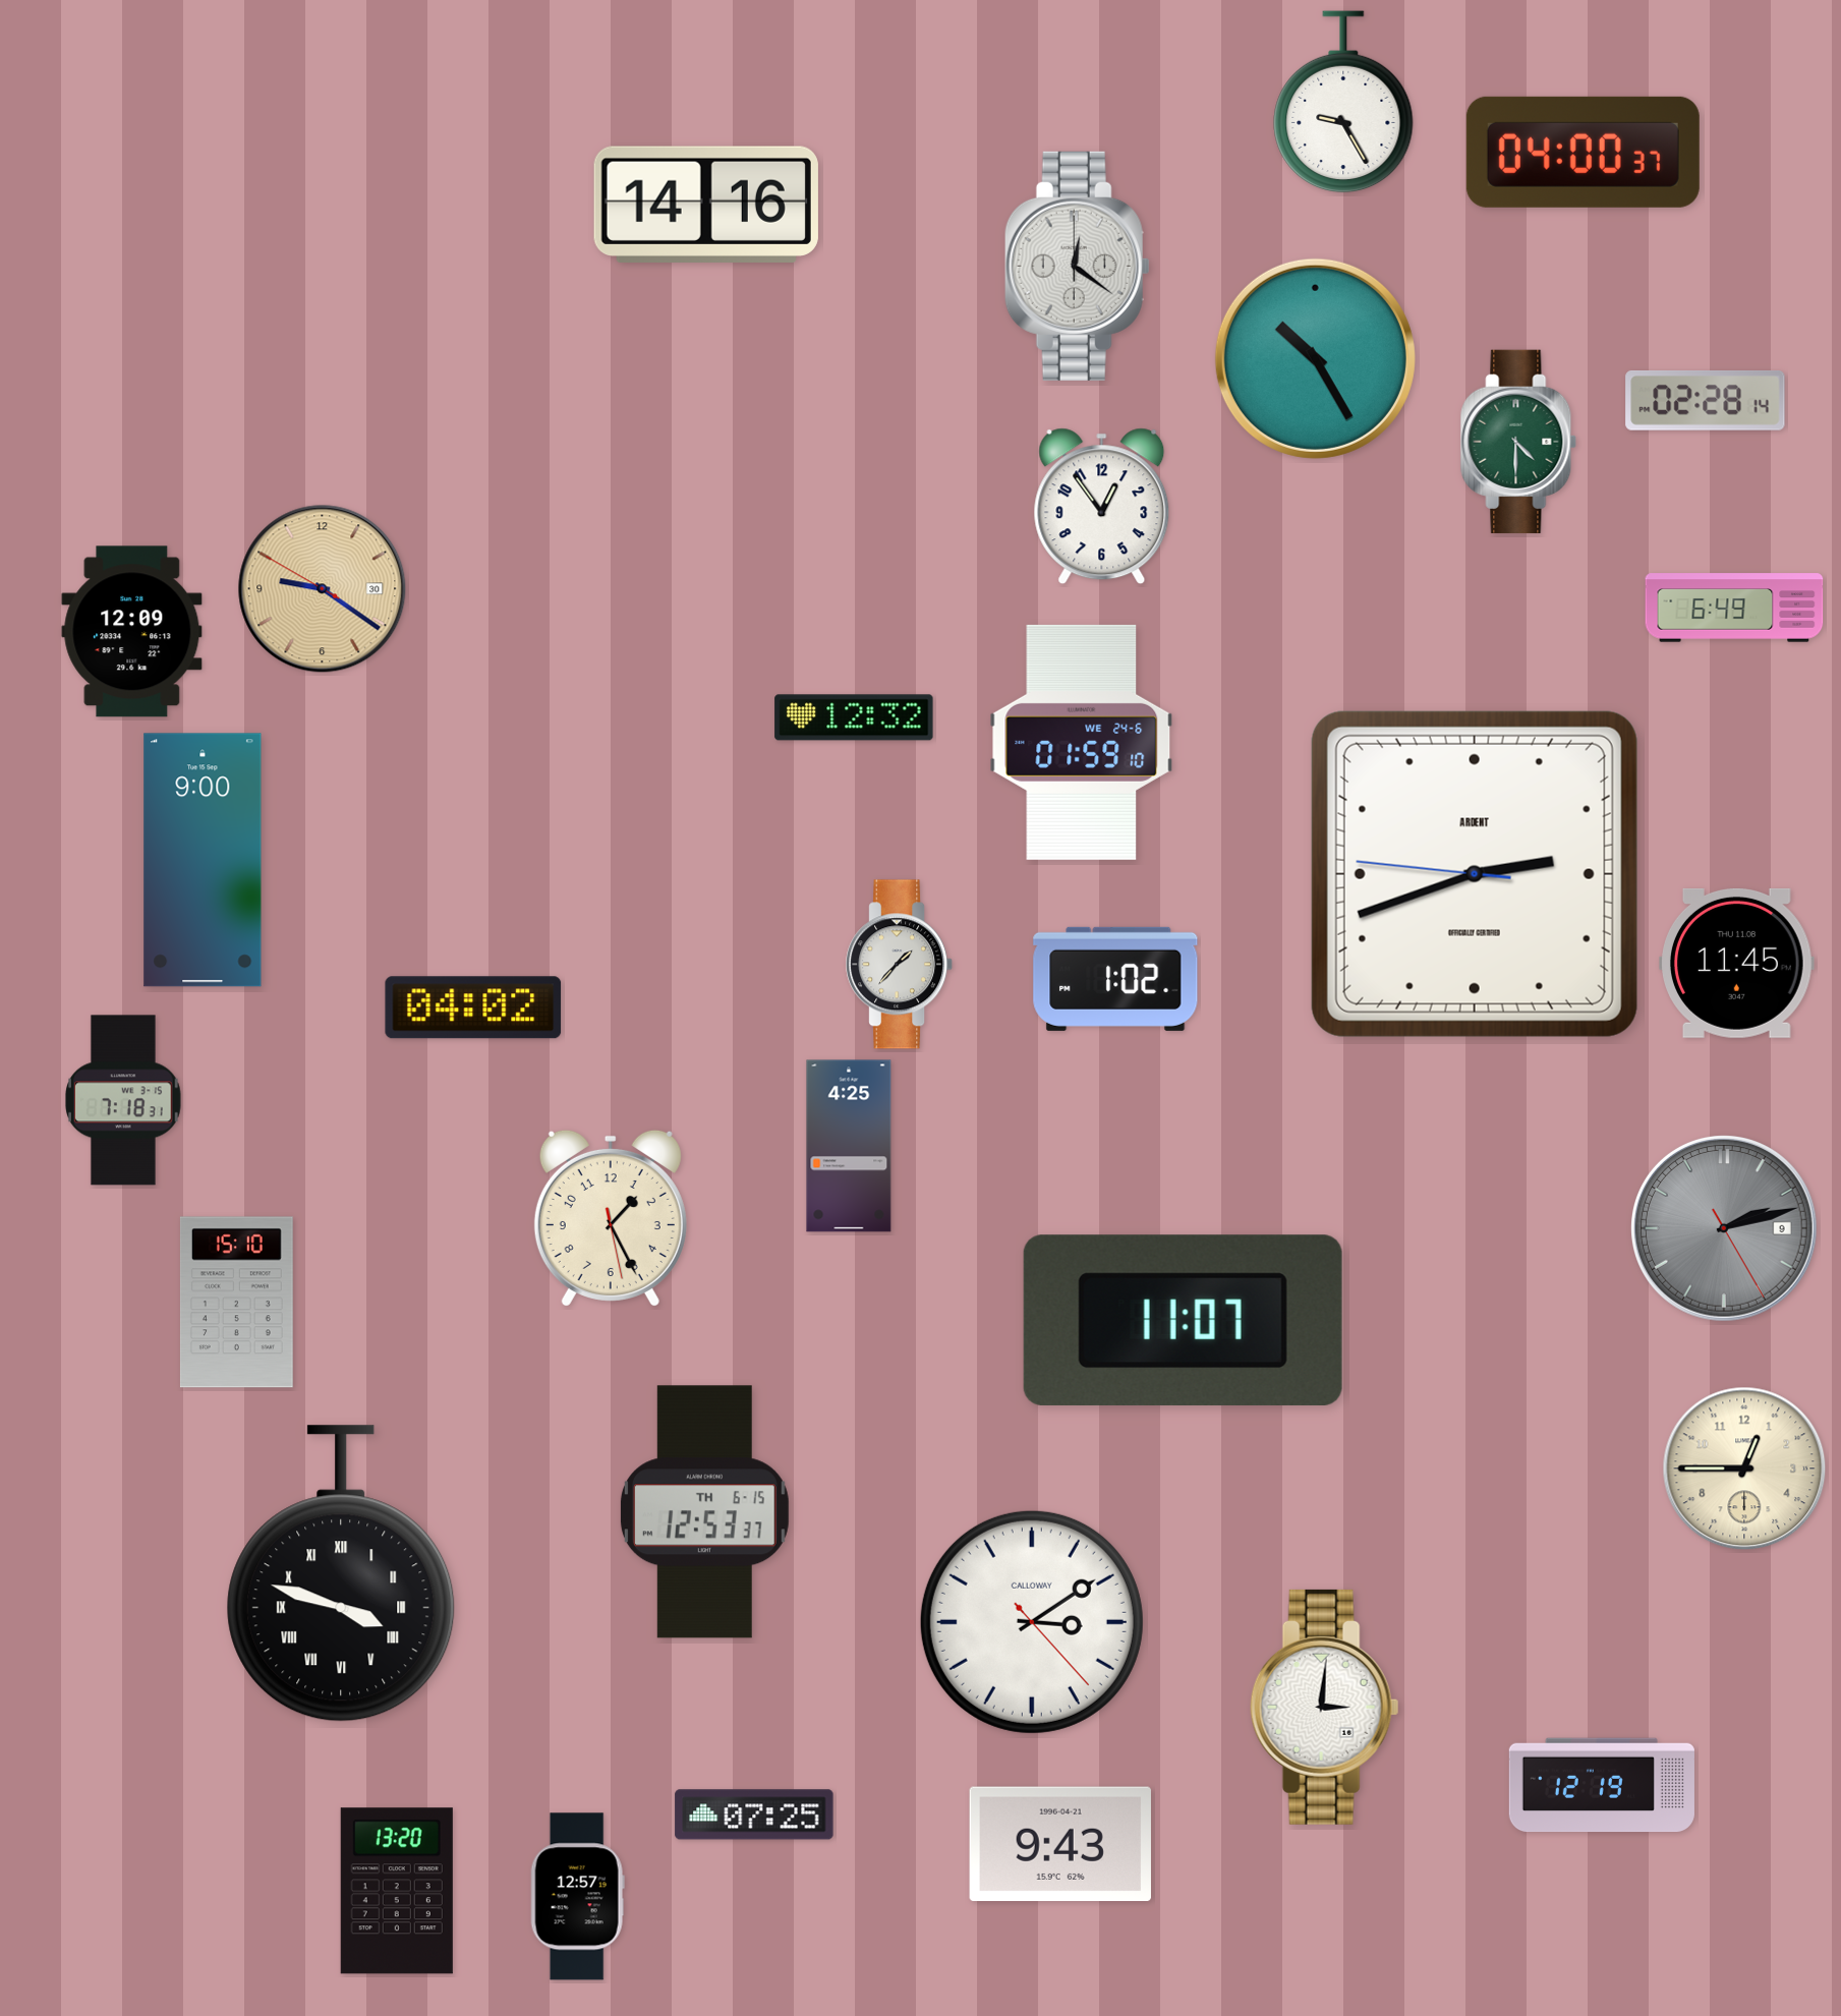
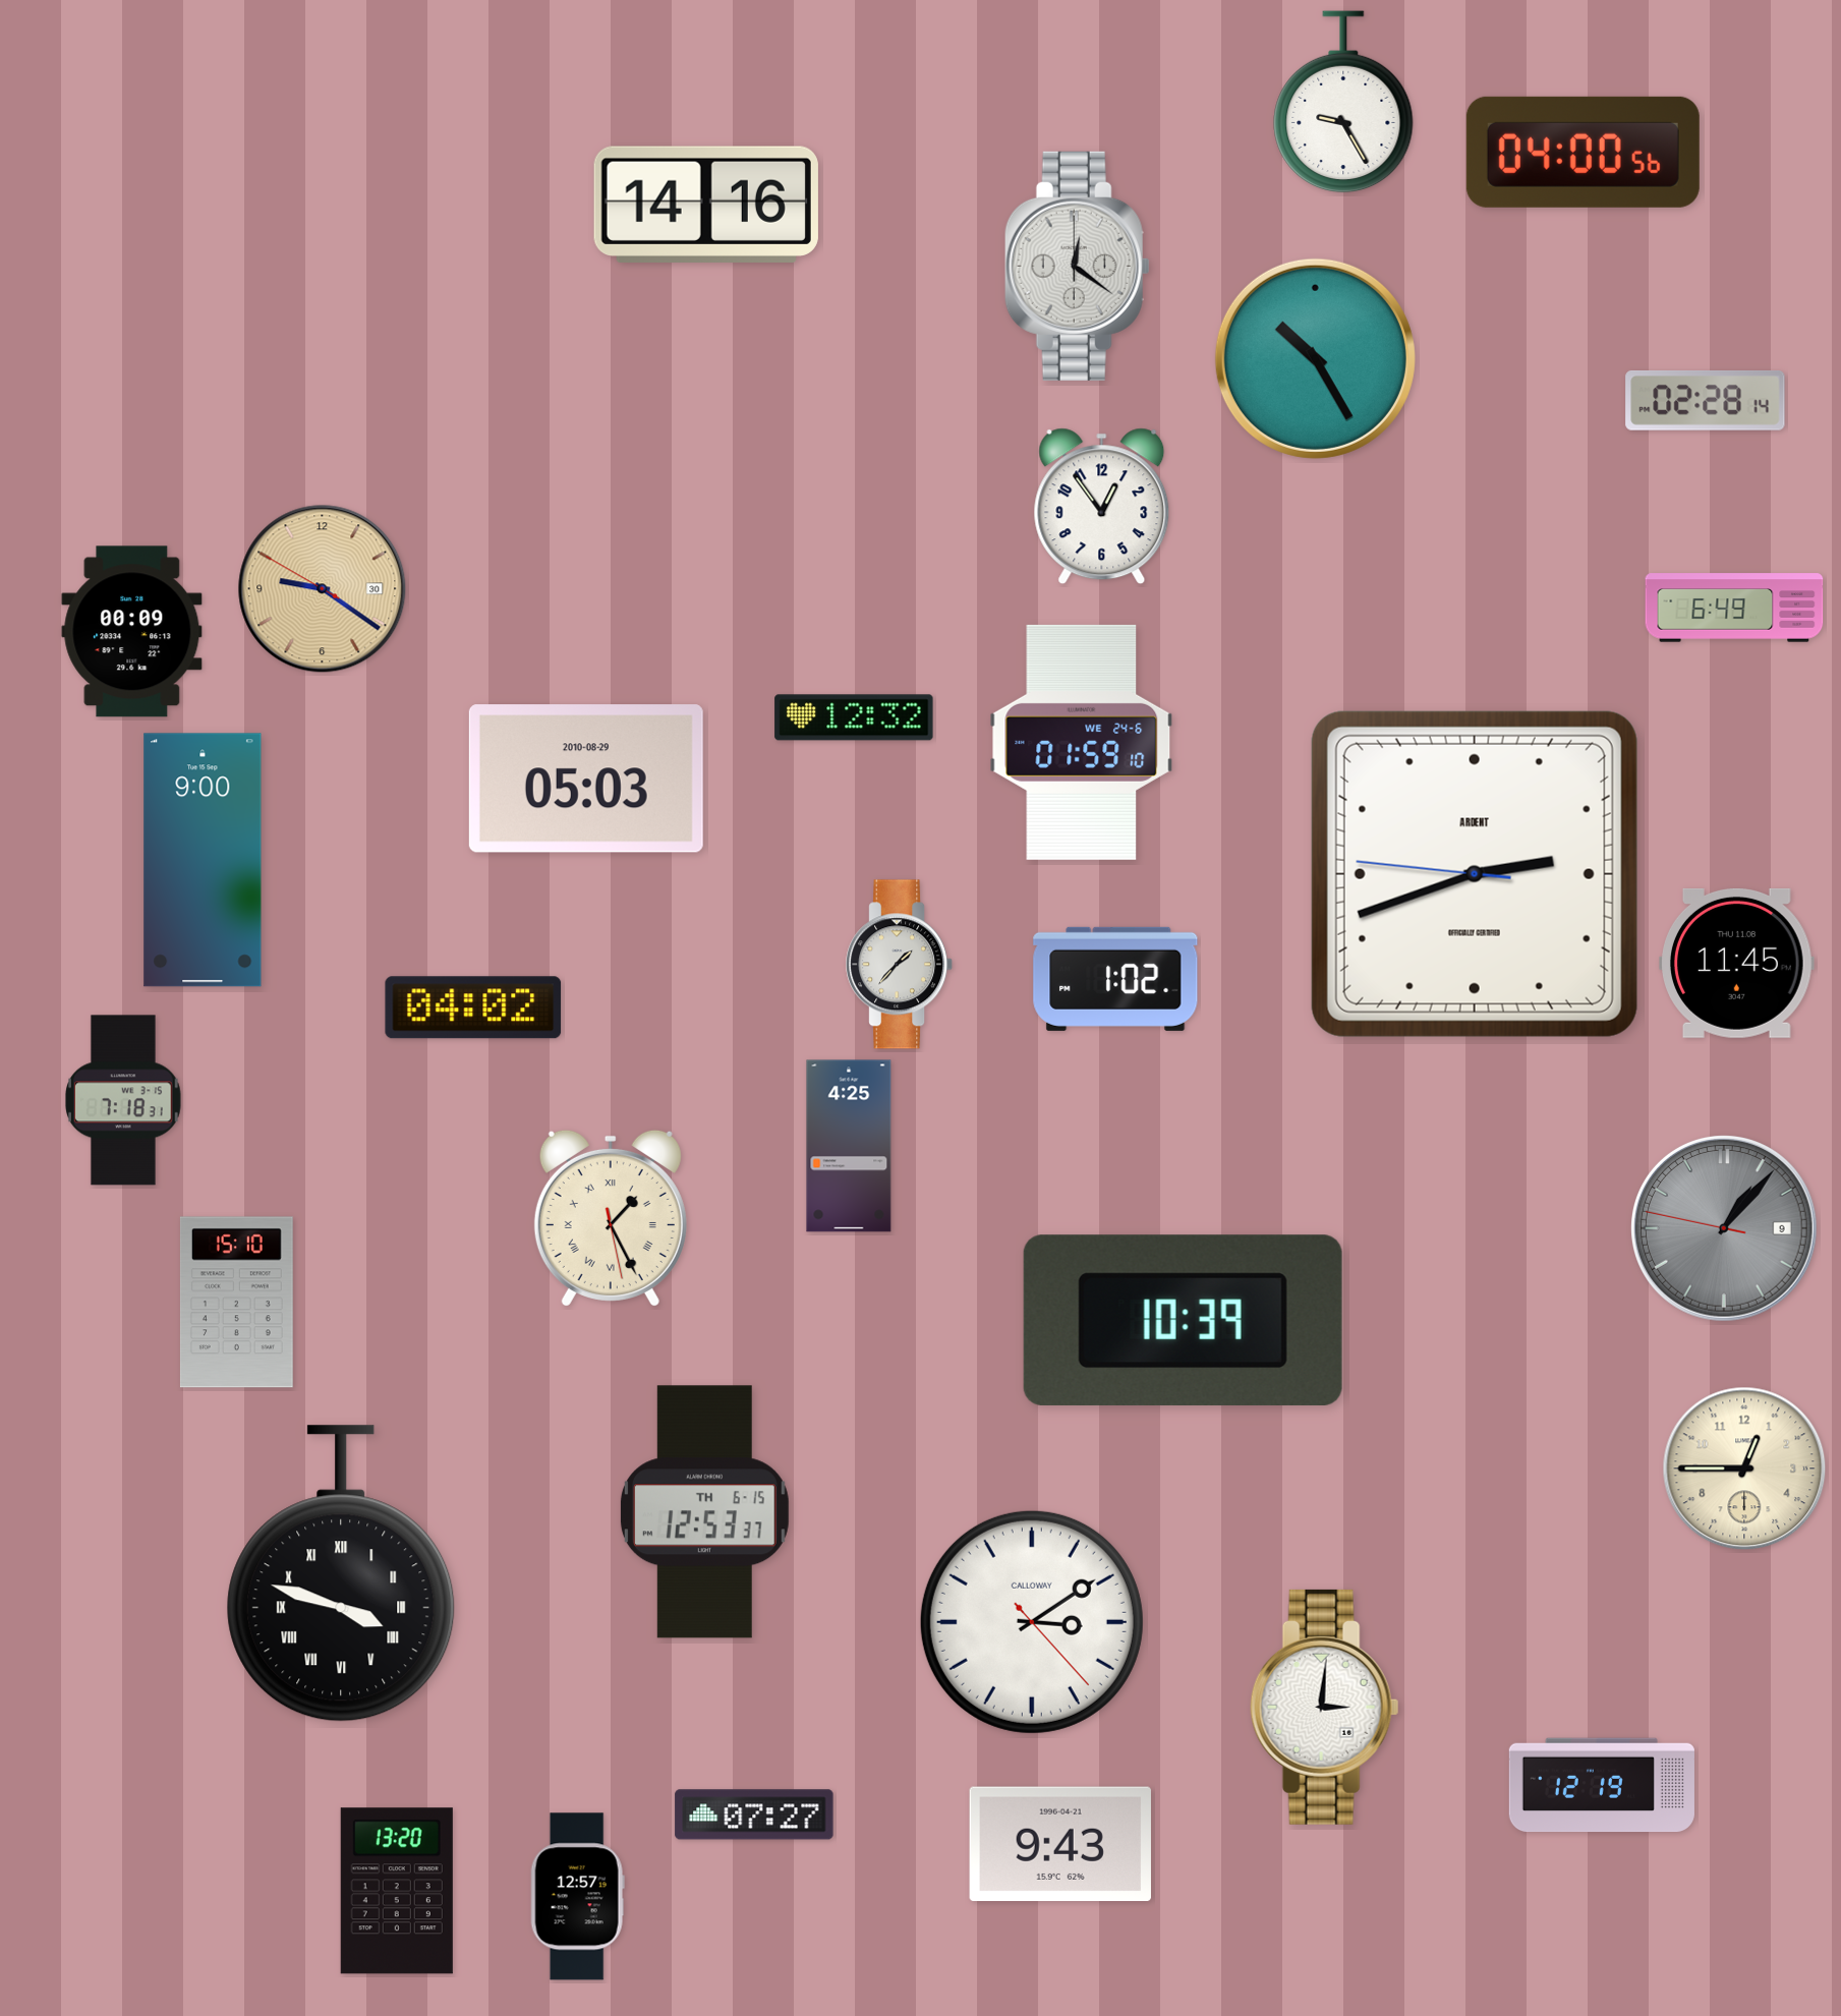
clock at (1583, 152): 04:00:37 -> 04:00:56
clock at (1518, 442): 4:30 -> none
clock at (132, 632): 12:09 -> 00:09
clock at (586, 779): none -> 05:03
clock at (611, 1218) numerals: Arabic -> Roman
clock at (1724, 1228): 2:12 -> 1:06
clock at (1183, 1320): 11:07 -> 10:39
clock at (754, 1815): 07:25 -> 07:27
